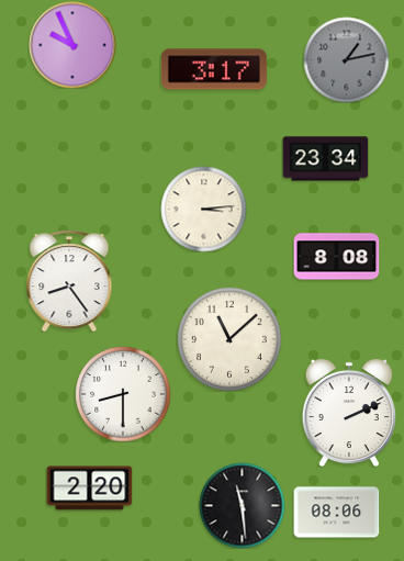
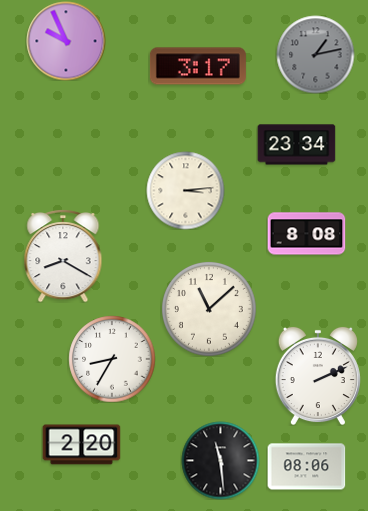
clock at (214, 69) position: (214, 69) -> (198, 66)
clock at (69, 281): 8:24 -> 8:20
clock at (123, 394): 8:30 -> 8:35
